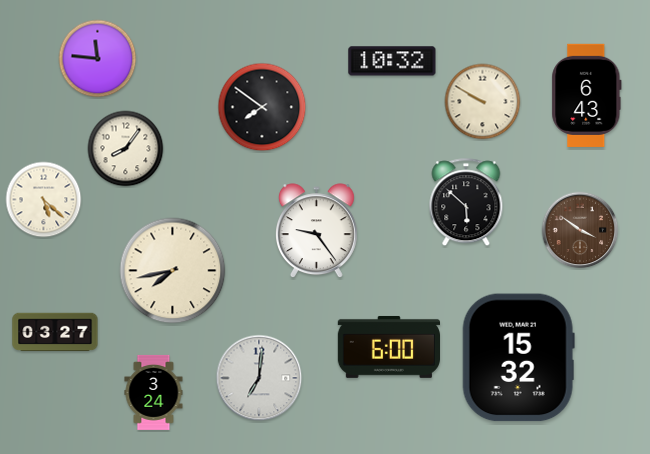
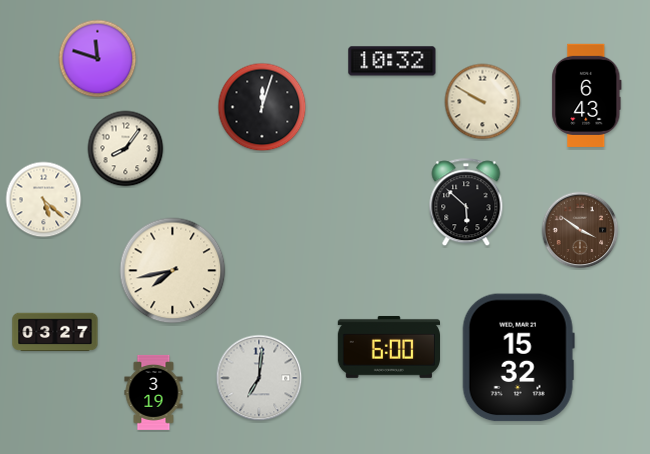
clock at (98, 59): 11:46 -> 11:48
clock at (262, 107): 7:51 -> 12:03
clock at (316, 231): 9:24 -> none
clock at (154, 392): 3:24 -> 3:19
